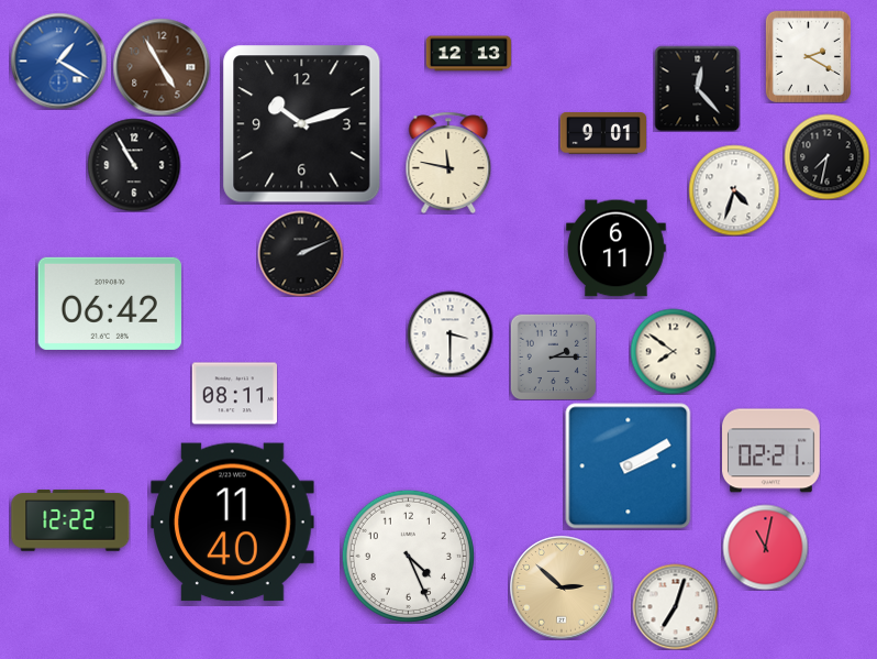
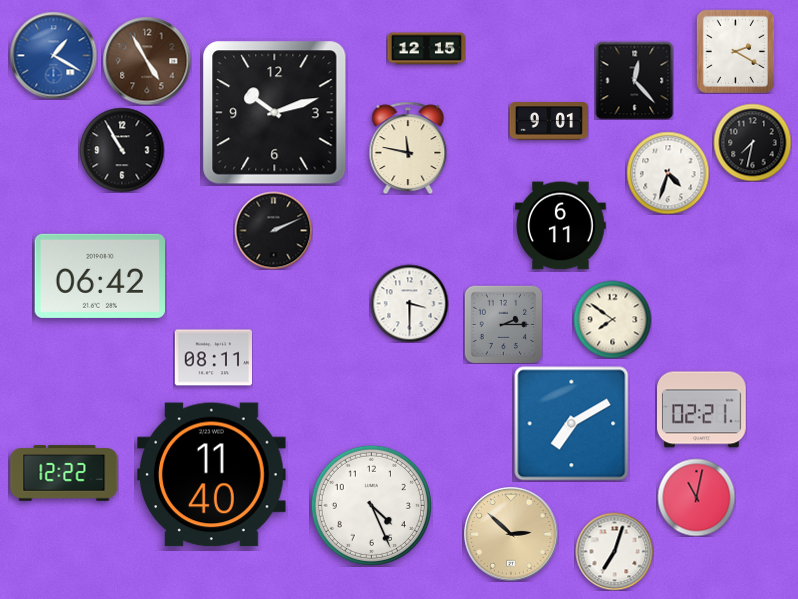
clock at (468, 54): 12:13 -> 12:15
clock at (629, 466): 2:10 -> 7:10
